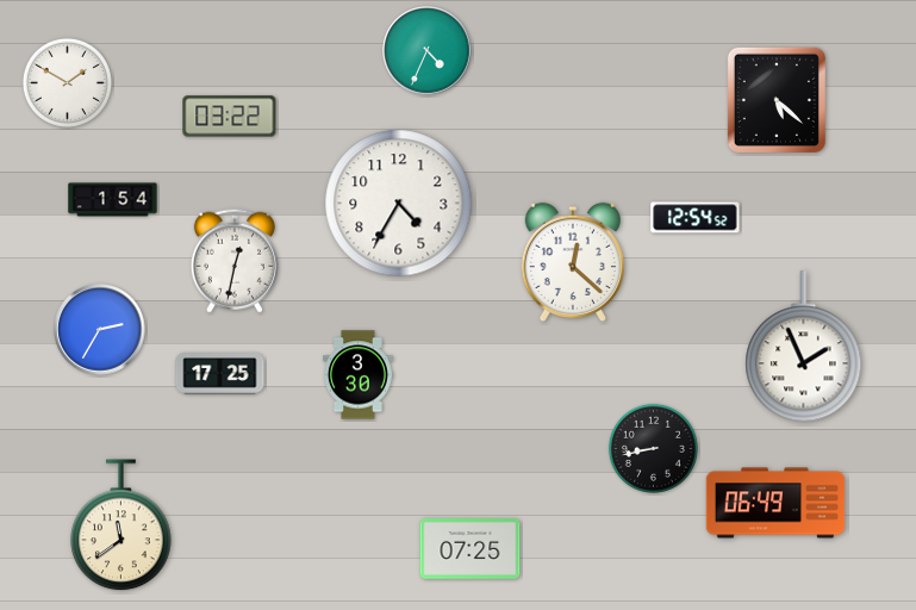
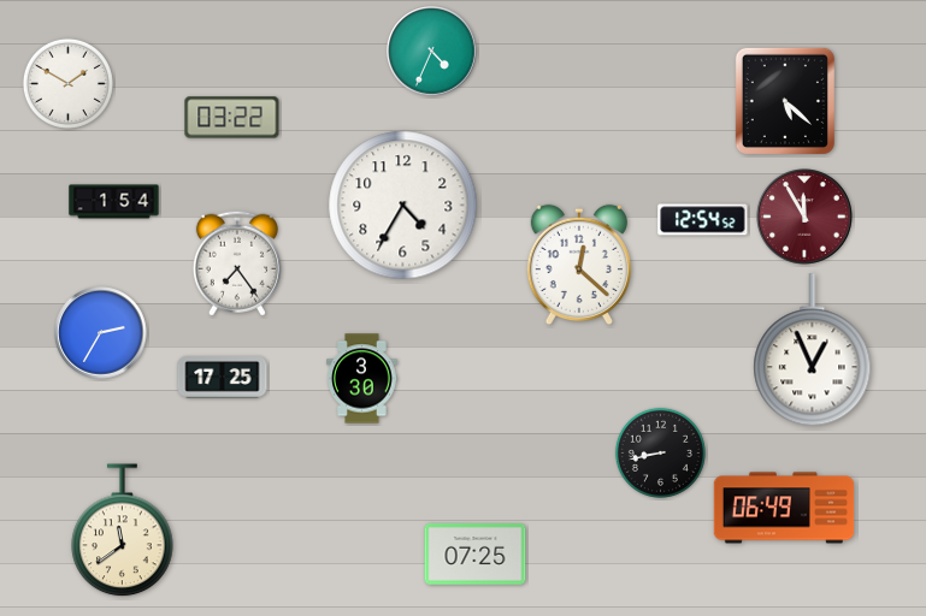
clock at (804, 217): none -> 11:55
clock at (235, 261): 12:32 -> 7:24
clock at (804, 347): 1:56 -> 12:56
